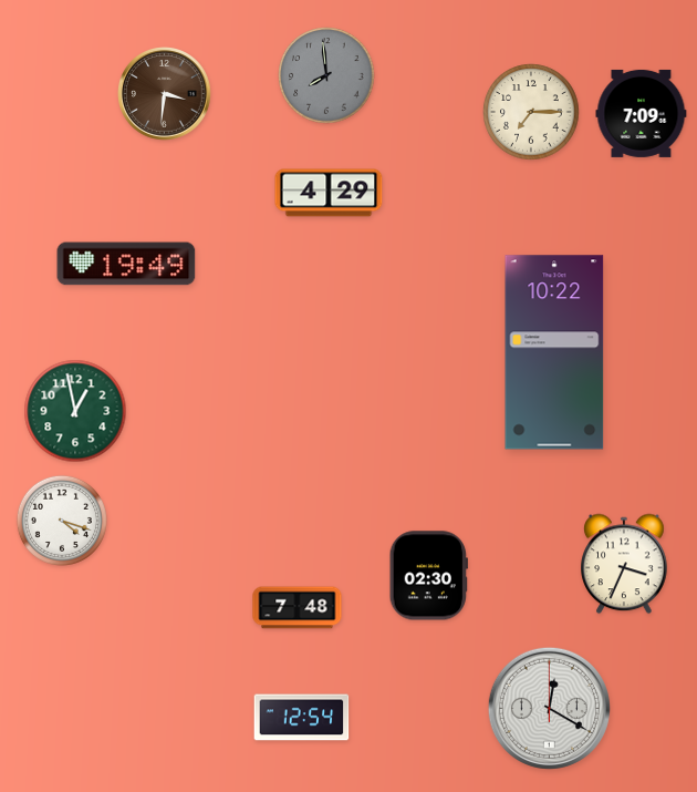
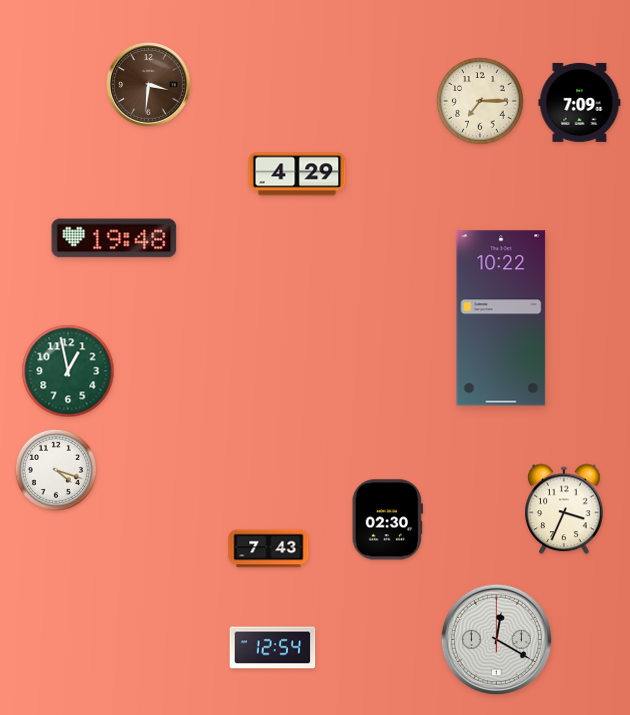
clock at (326, 75): 7:59 -> none
clock at (126, 264): 19:49 -> 19:48
clock at (298, 608): 7:48 -> 7:43
